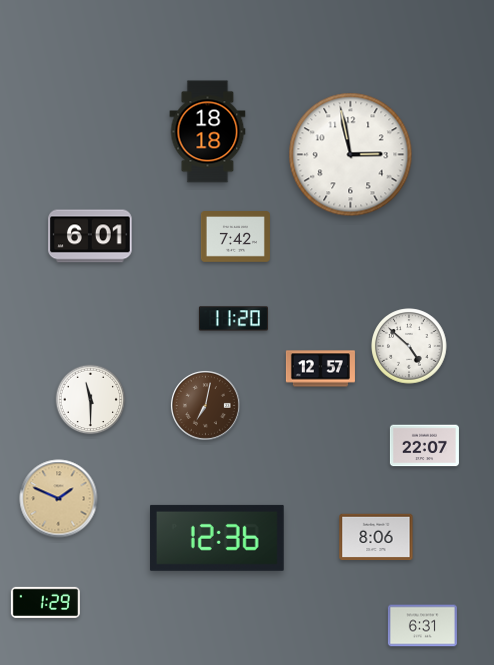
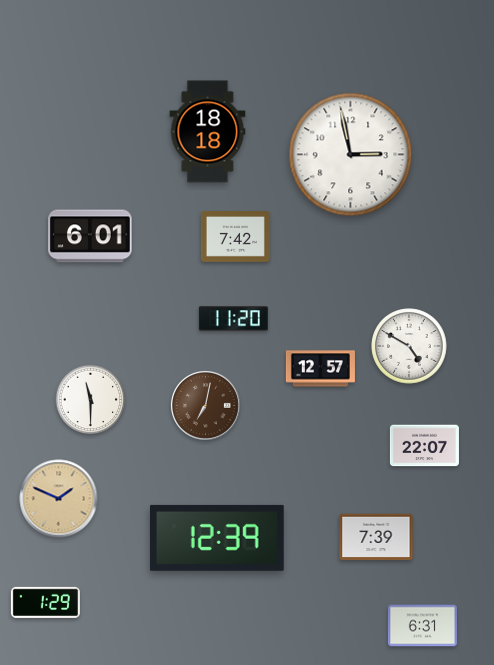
clock at (409, 346): 4:52 -> 4:50
clock at (376, 537): 8:06 -> 7:39
clock at (217, 538): 12:36 -> 12:39
